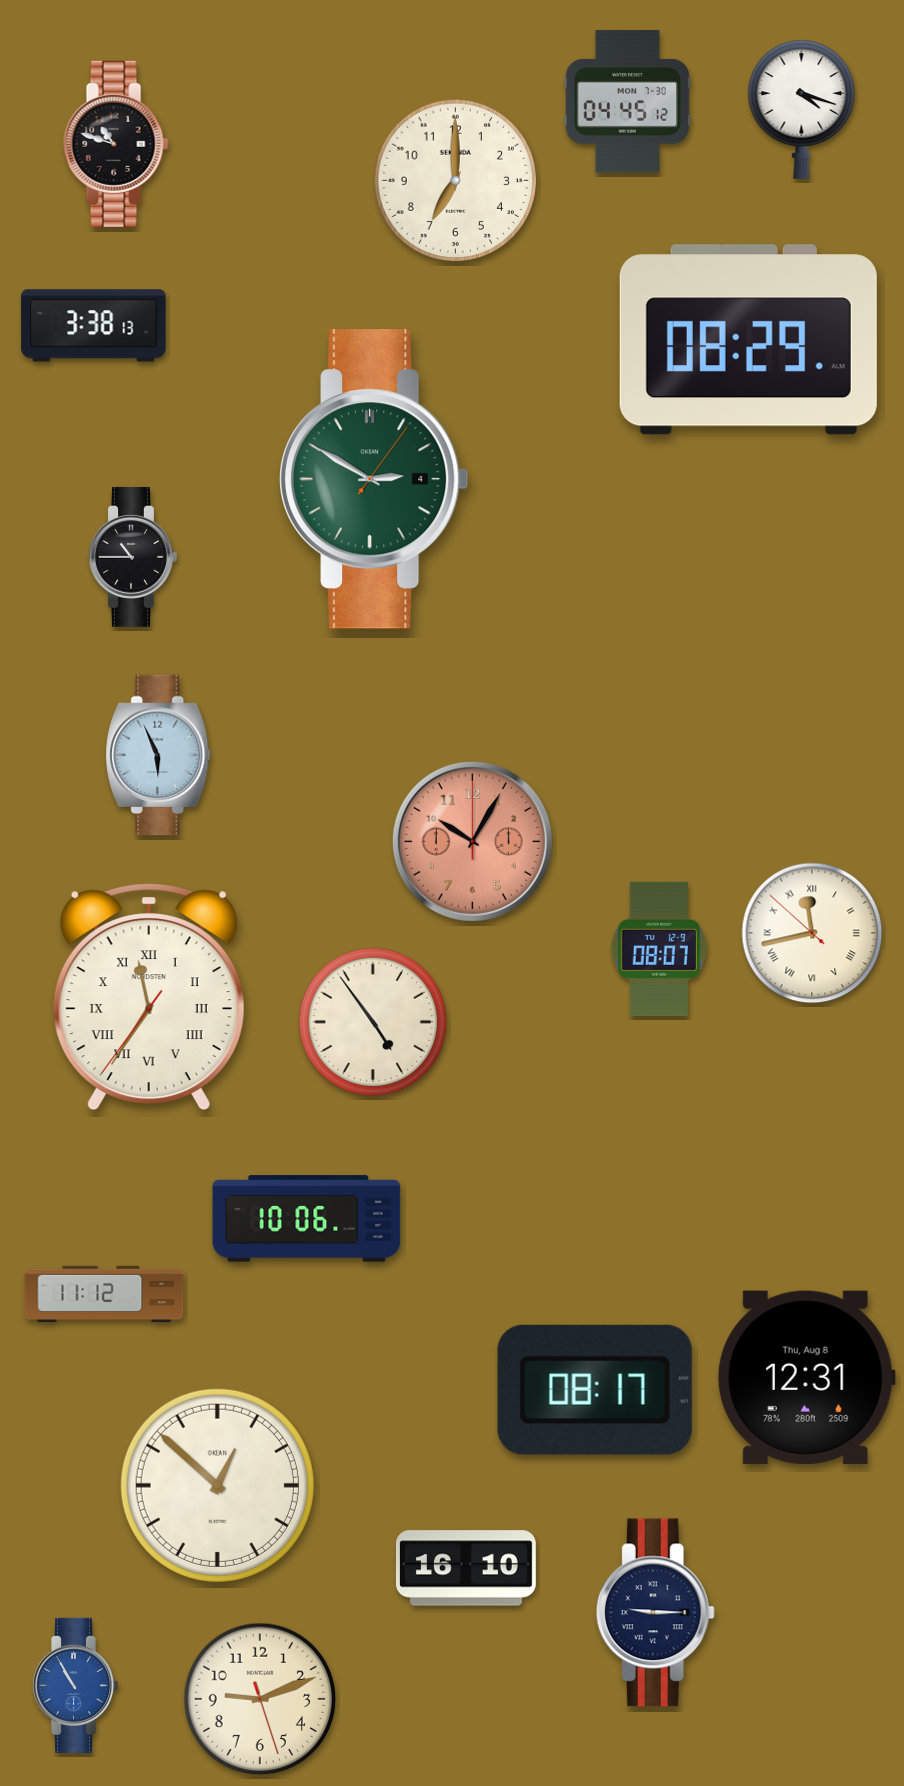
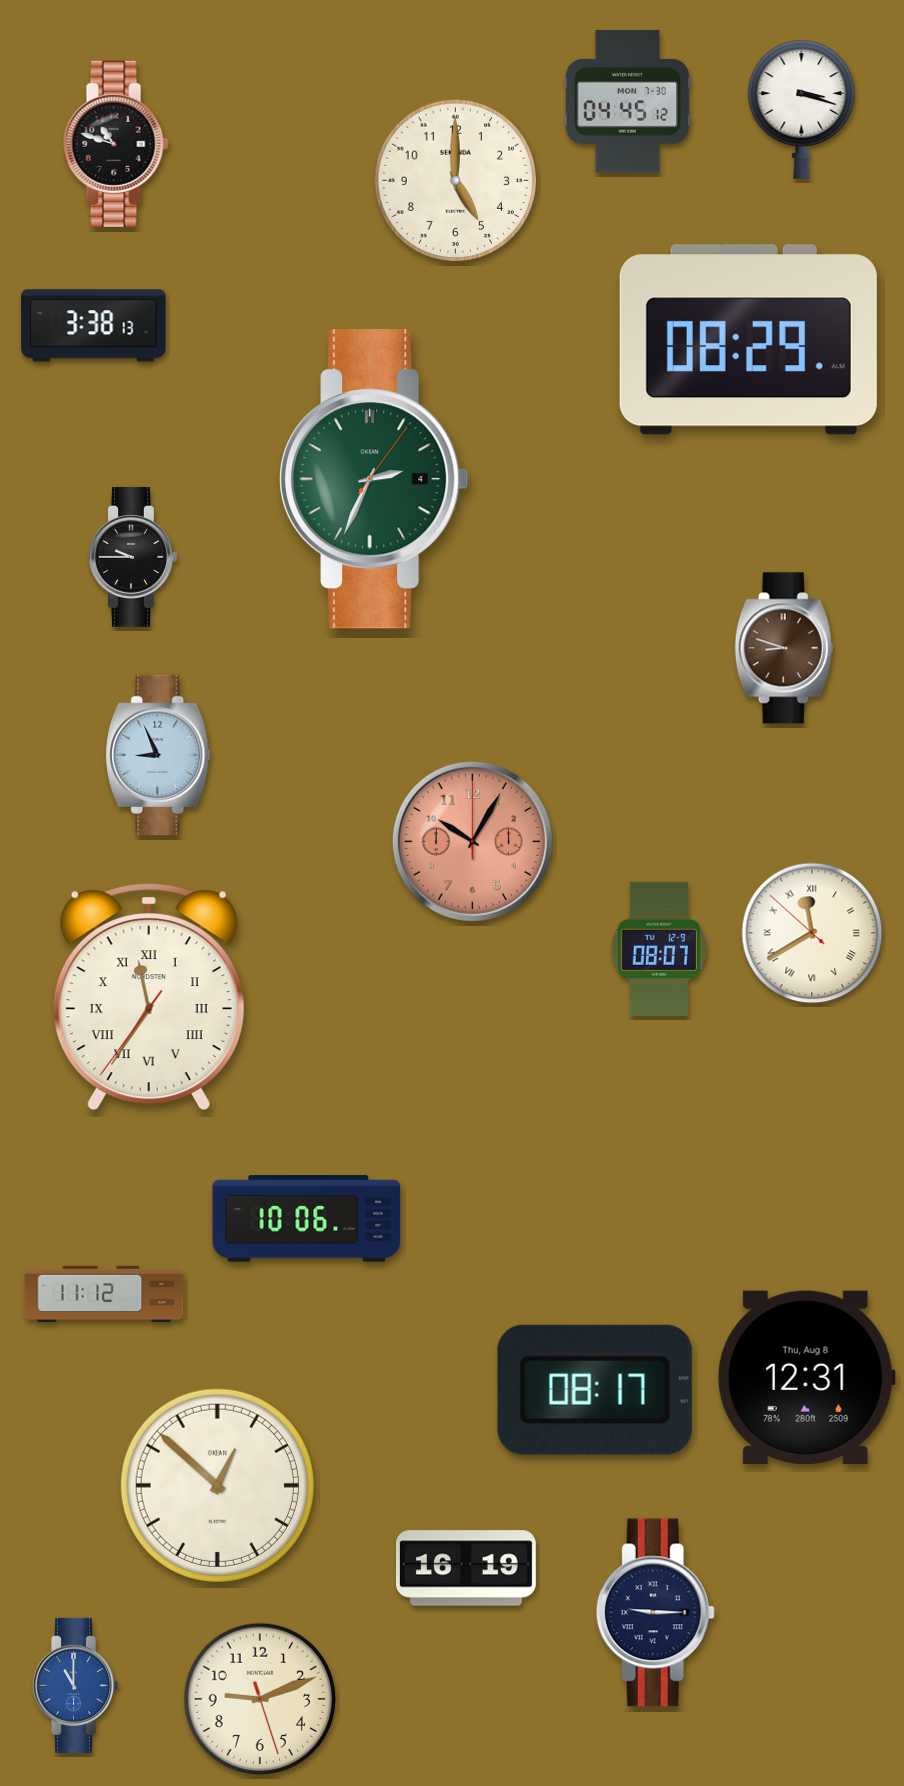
clock at (802, 109): 4:18 -> 3:18
clock at (456, 181): 7:00 -> 5:00
clock at (374, 479): 2:50 -> 2:34
clock at (133, 557): 10:45 -> 9:45
clock at (784, 648): none -> 8:48
clock at (158, 755): 5:56 -> 8:56
clock at (812, 933): 11:42 -> 11:39
clock at (373, 1022): 4:54 -> none
clock at (466, 1568): 16:10 -> 16:19
clock at (76, 1685): 10:55 -> 11:00
